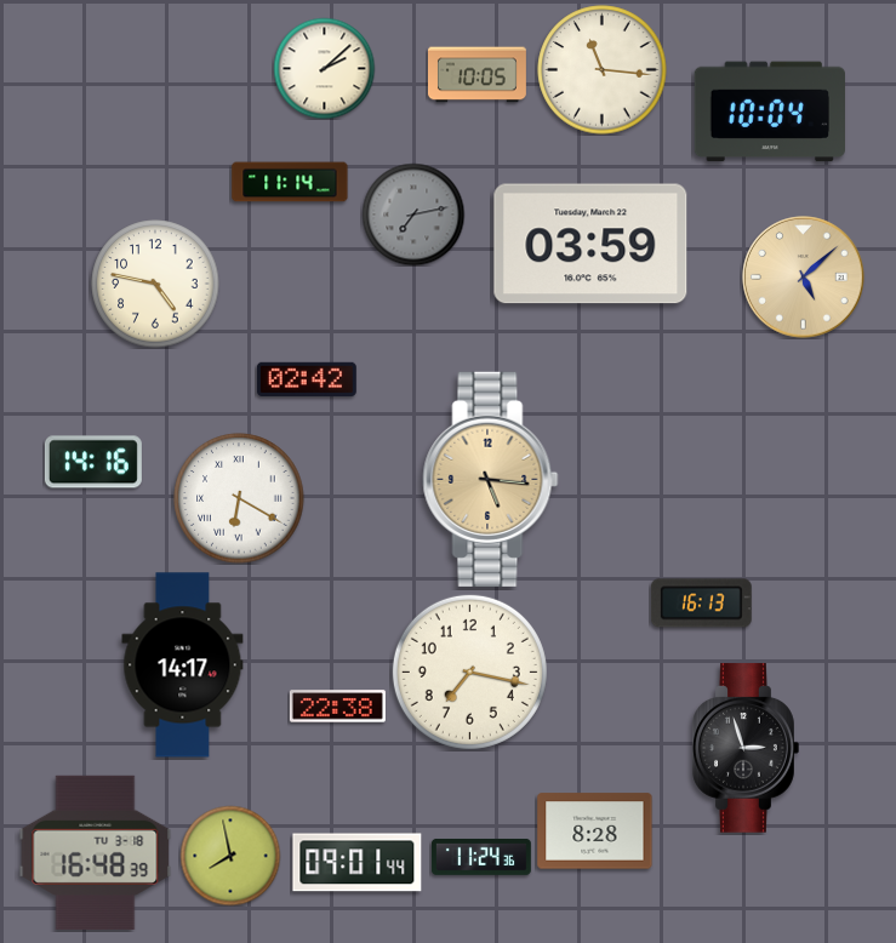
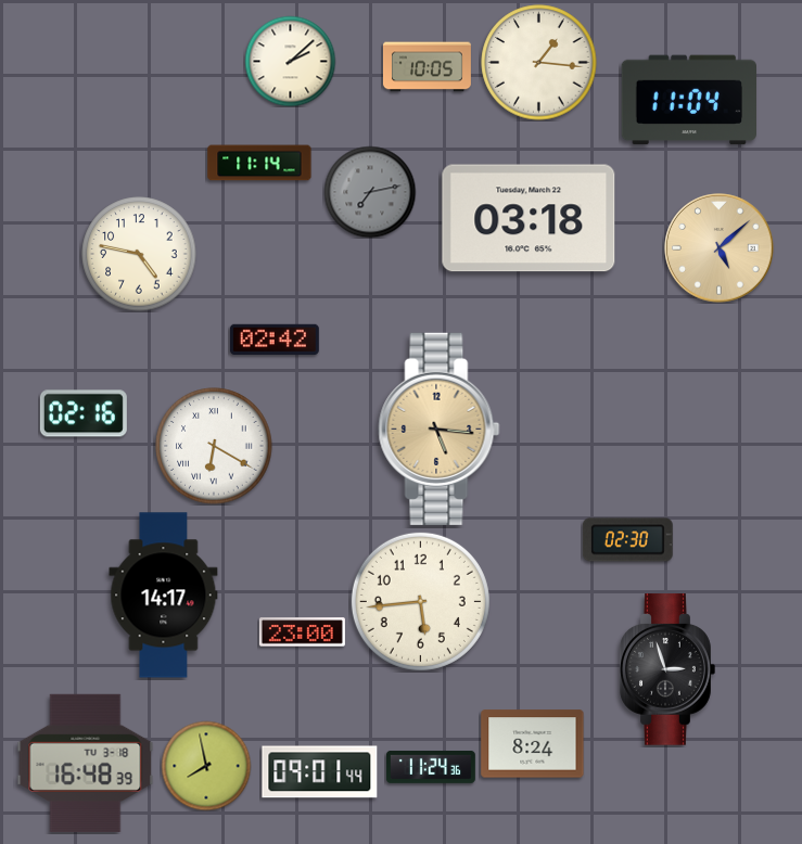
clock at (603, 70): 11:16 -> 1:16
clock at (769, 112): 10:04 -> 11:04
clock at (590, 244): 03:59 -> 03:18
clock at (93, 462): 14:16 -> 02:16
clock at (701, 604): 16:13 -> 02:30
clock at (469, 671): 7:17 -> 5:44
clock at (337, 707): 22:38 -> 23:00
clock at (595, 831): 8:28 -> 8:24
